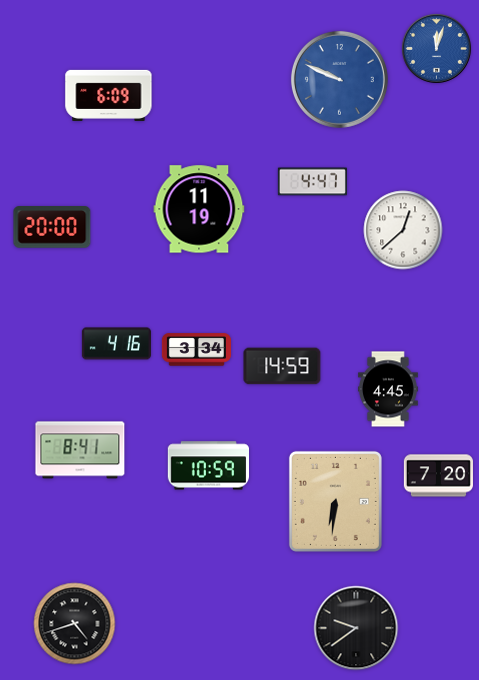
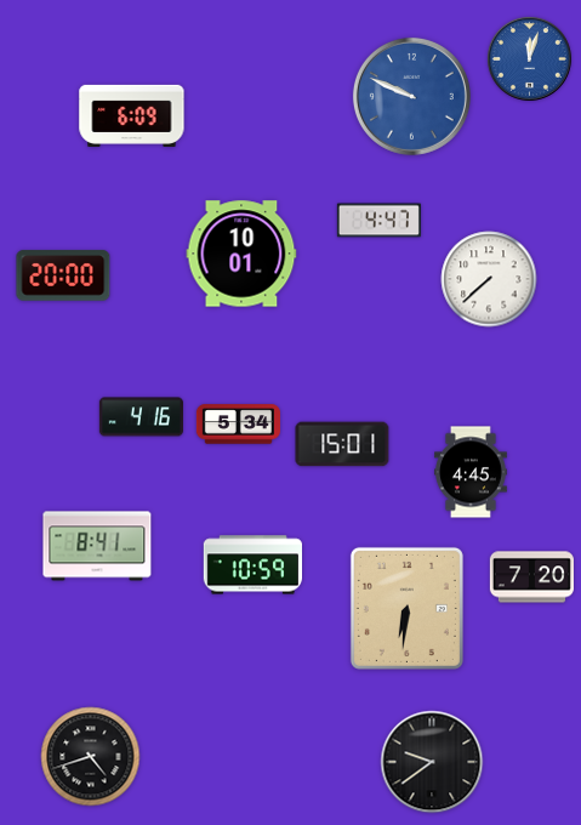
clock at (199, 209): 11:19 -> 10:01
clock at (403, 230): 12:38 -> 7:38
clock at (196, 350): 3:34 -> 5:34
clock at (282, 366): 14:59 -> 15:01
